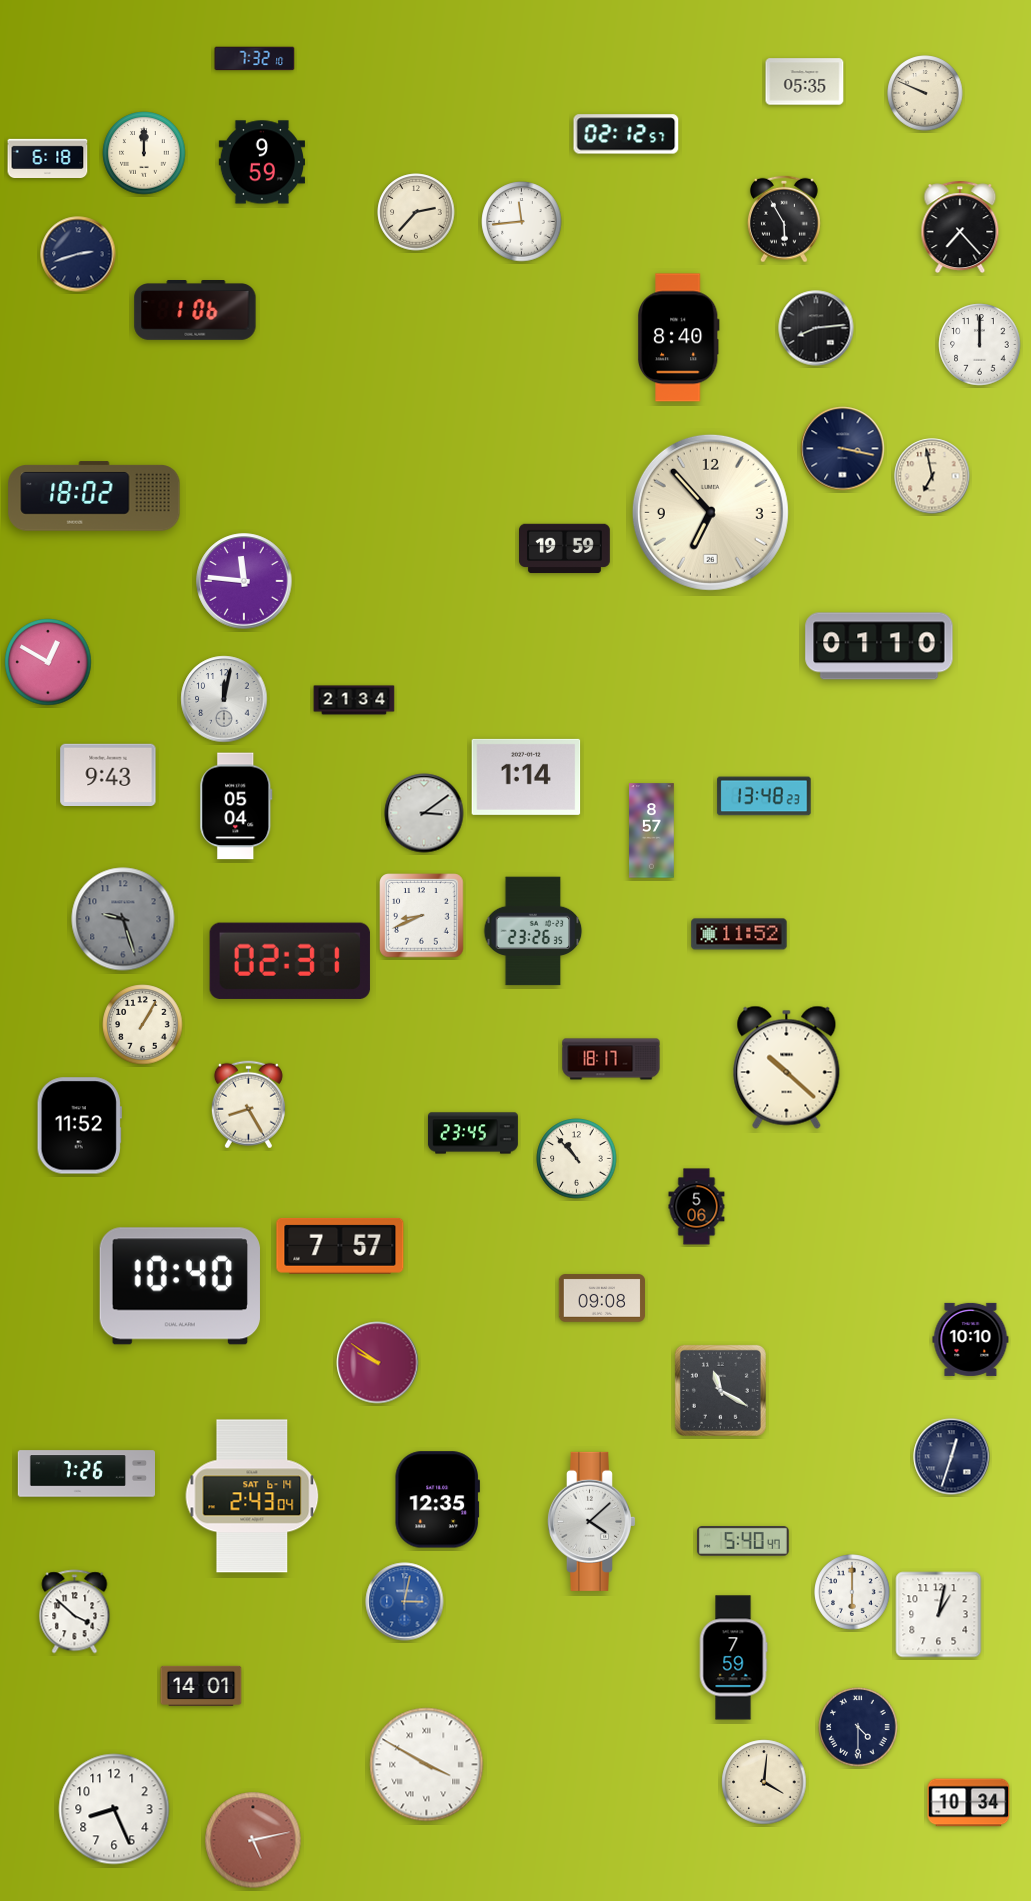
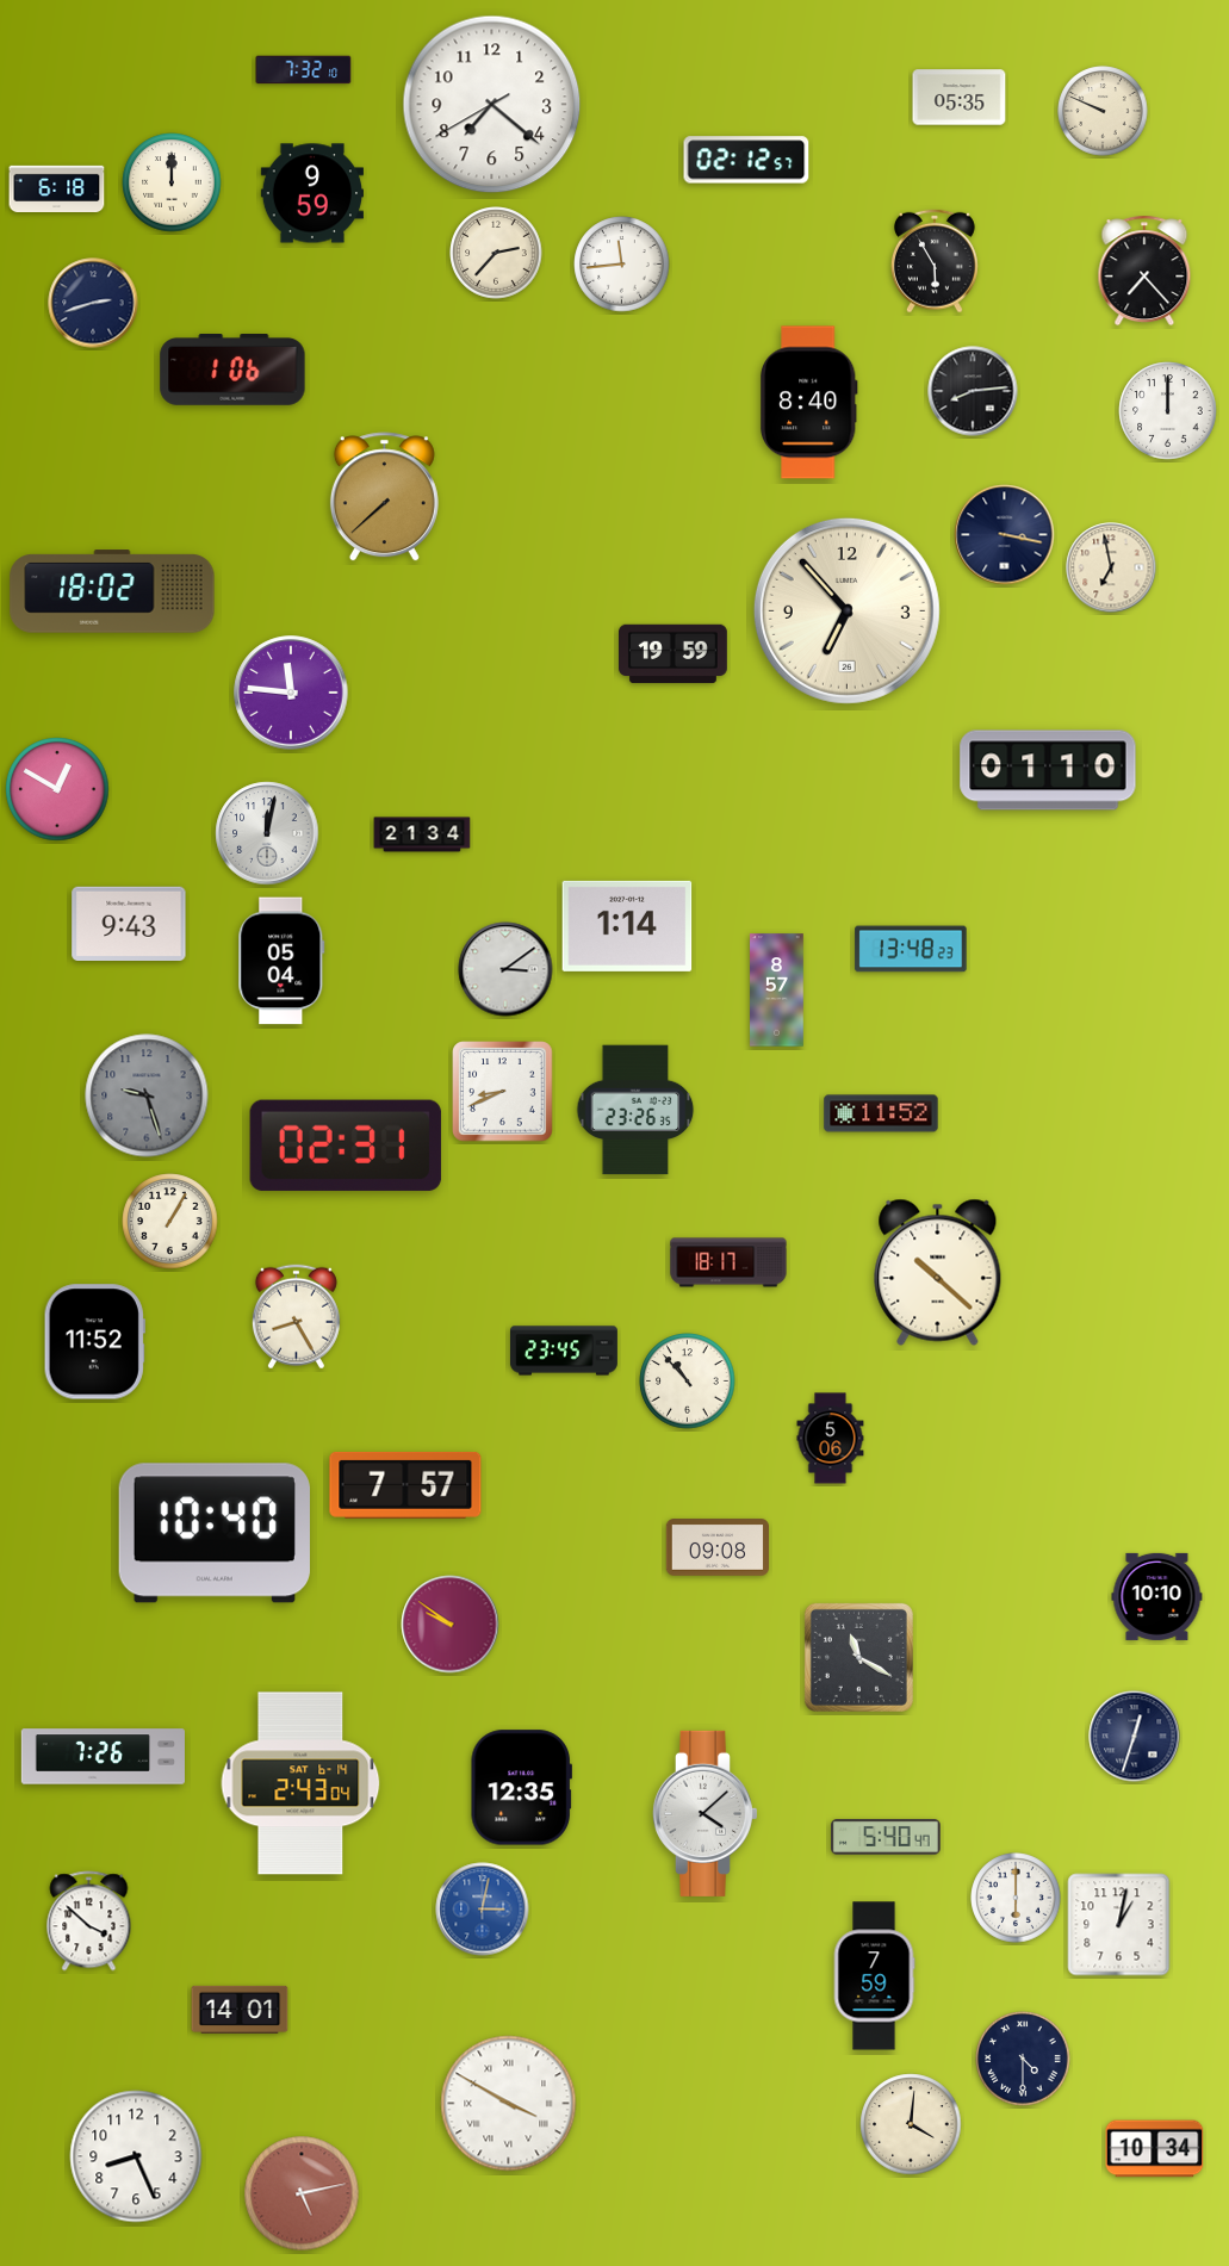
clock at (492, 105): none -> 7:21
clock at (384, 497): none -> 7:38
